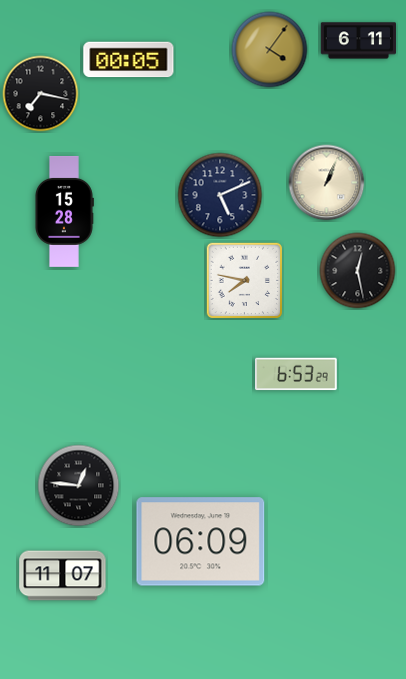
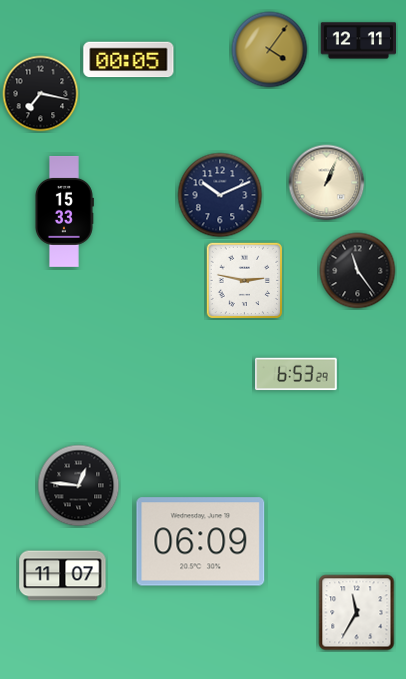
clock at (359, 41): 6:11 -> 12:11
clock at (220, 195): 5:11 -> 10:11
clock at (64, 211): 15:28 -> 15:33
clock at (358, 271): 12:28 -> 11:24
clock at (245, 281): 7:47 -> 2:47
clock at (357, 613): none -> 11:35
